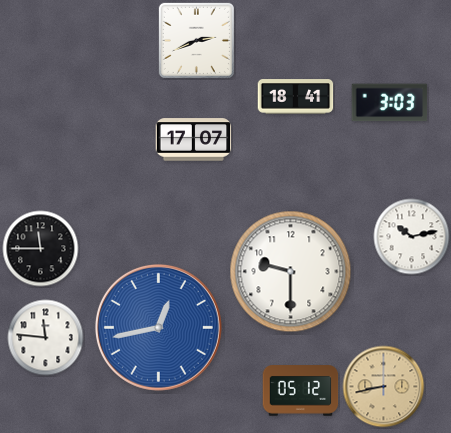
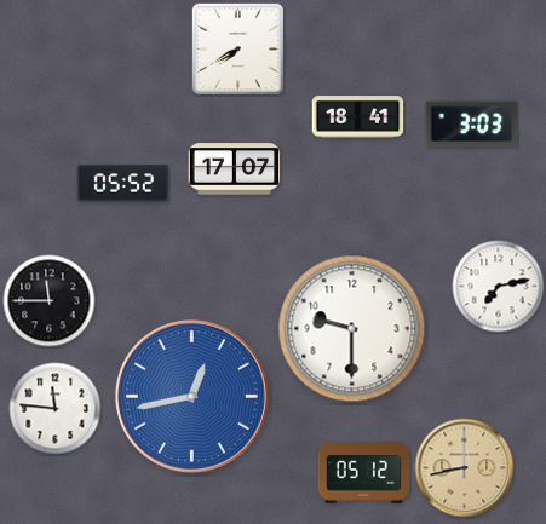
clock at (196, 40): 2:41 -> 7:40
clock at (123, 184): none -> 05:52
clock at (412, 237): 10:13 -> 7:13
